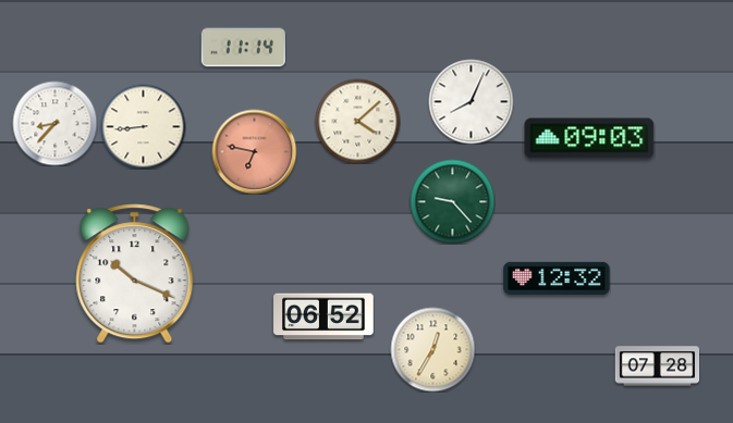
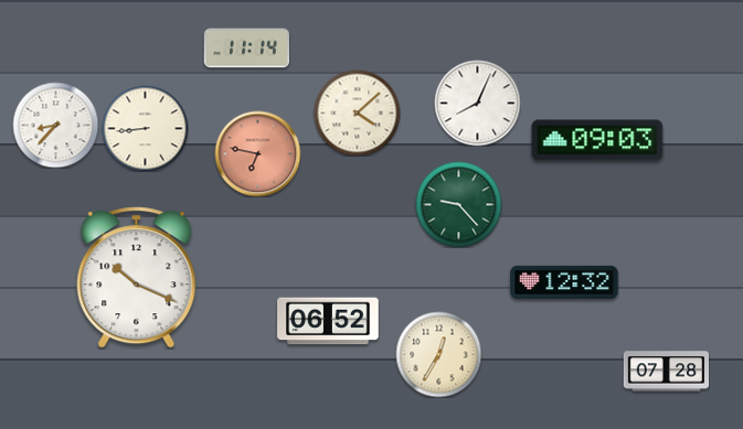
clock at (357, 121) position: (357, 121) -> (357, 112)
